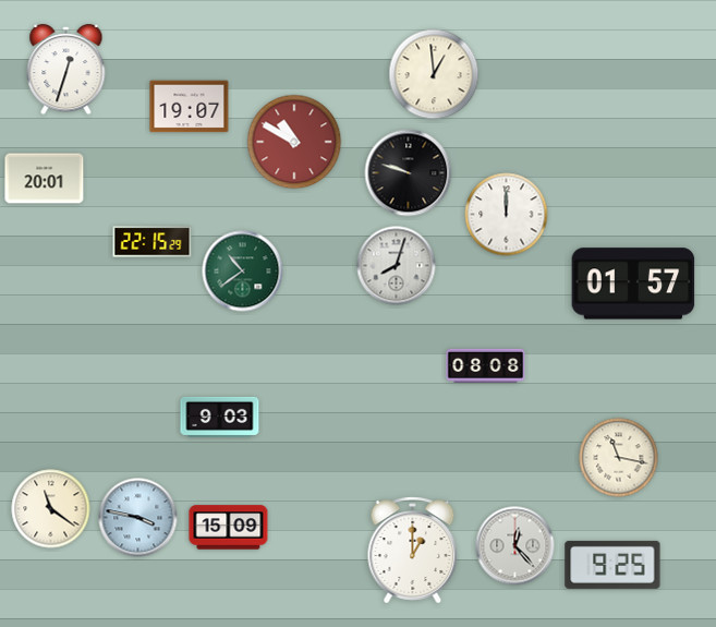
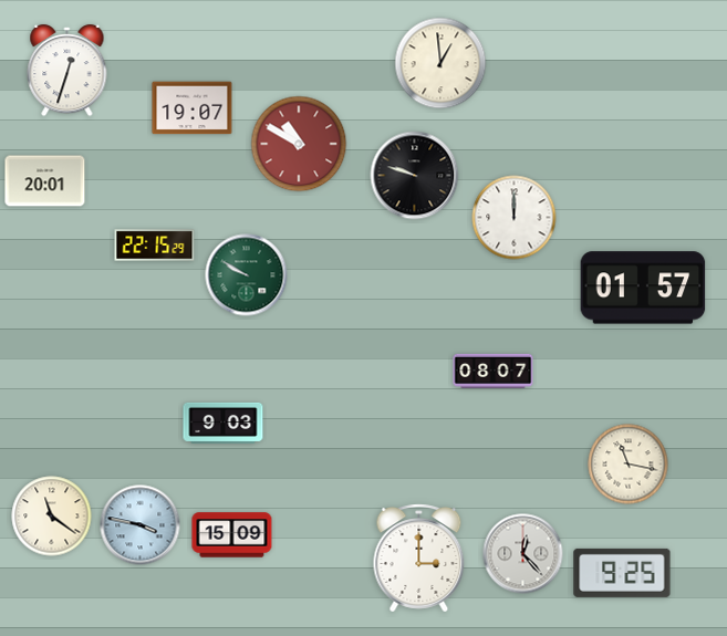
clock at (434, 74) position: (434, 74) -> (440, 63)
clock at (397, 266): 8:03 -> none
clock at (243, 272): 10:39 -> 9:50
clock at (486, 365): 08:08 -> 08:07
clock at (413, 551): 1:00 -> 3:00
